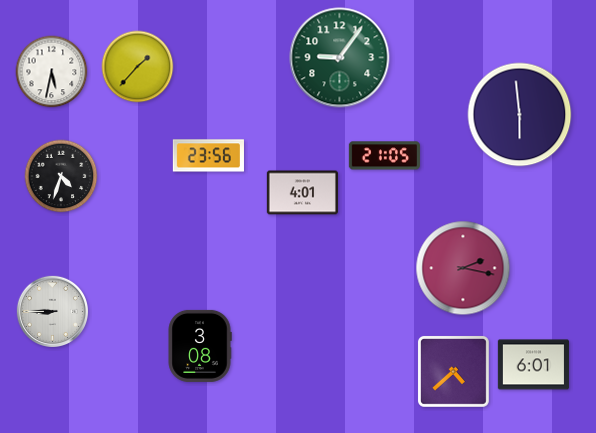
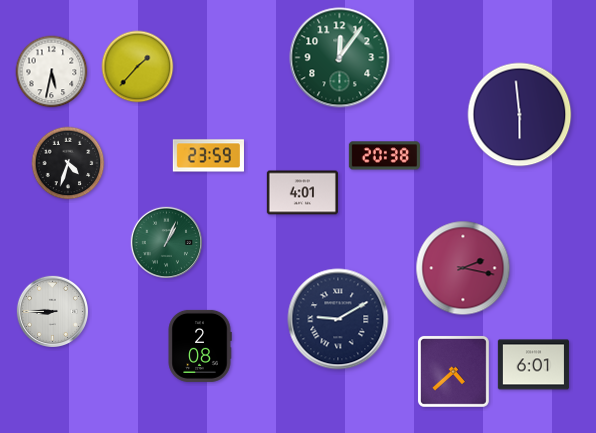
clock at (340, 58): 9:06 -> 12:06
clock at (208, 156): 23:56 -> 23:59
clock at (384, 156): 21:05 -> 20:38
clock at (61, 176) position: (61, 176) -> (68, 163)
clock at (166, 242): none -> 1:04
clock at (338, 319): none -> 9:10
clock at (200, 346): 3:08 -> 2:08
